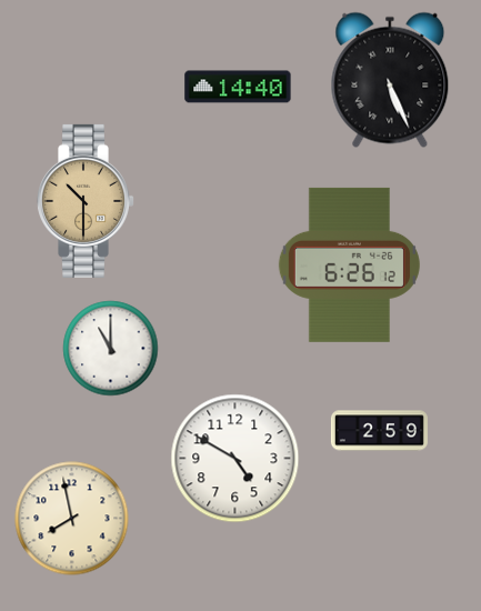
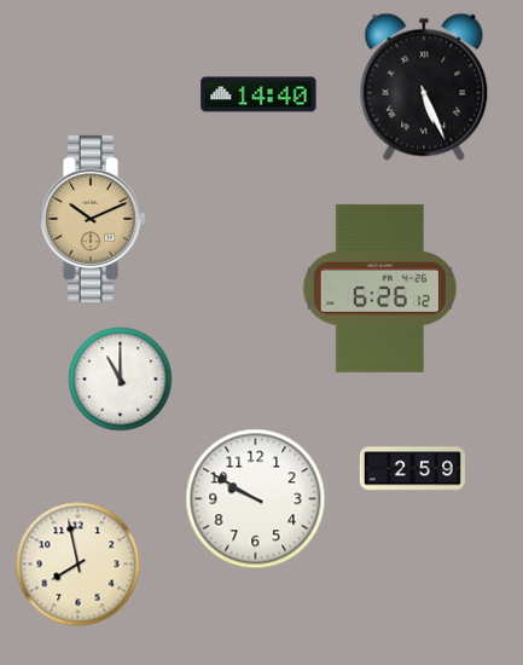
clock at (87, 201): 10:30 -> 10:11
clock at (236, 459): 4:50 -> 9:50
